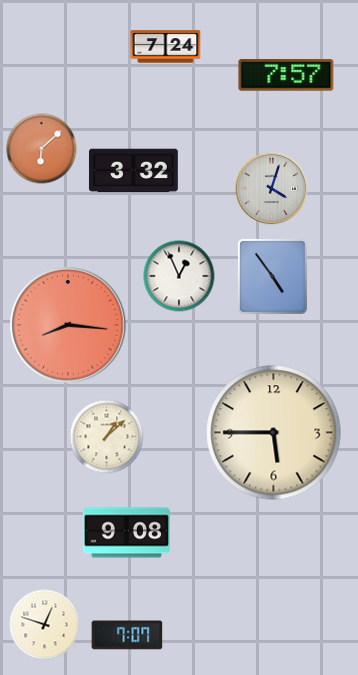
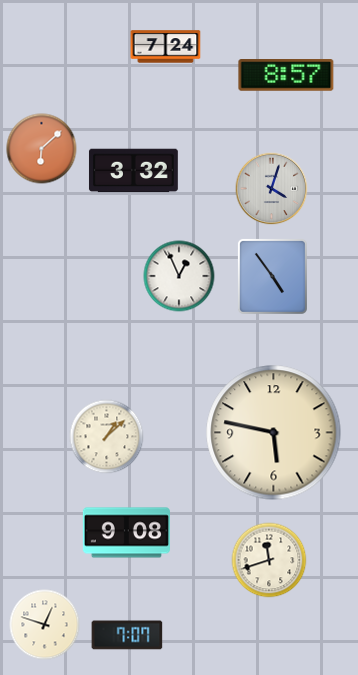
clock at (286, 75): 7:57 -> 8:57
clock at (68, 325): 8:16 -> none
clock at (274, 433): 5:45 -> 5:47
clock at (269, 560): none -> 11:42
